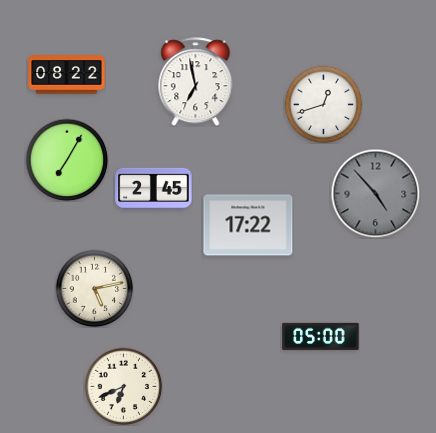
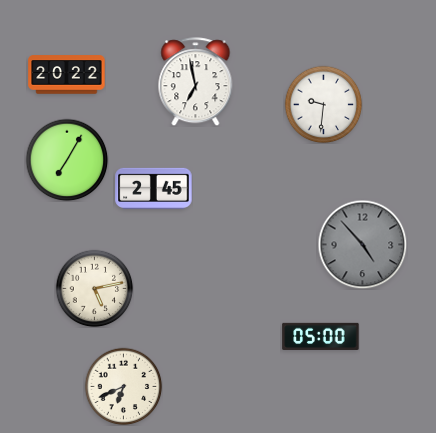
clock at (67, 75): 08:22 -> 20:22
clock at (323, 104): 12:42 -> 9:31
clock at (375, 193) position: (375, 193) -> (362, 244)
clock at (248, 225): 17:22 -> none
